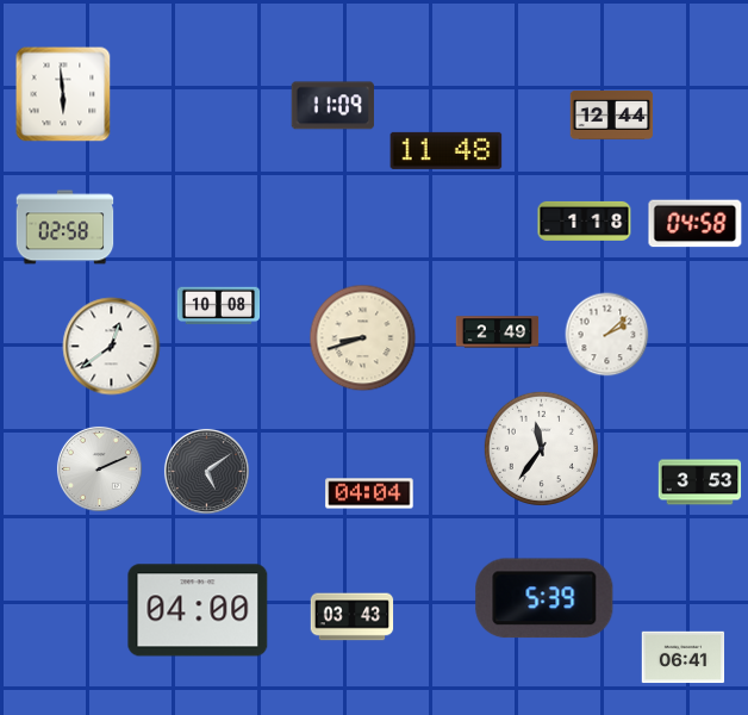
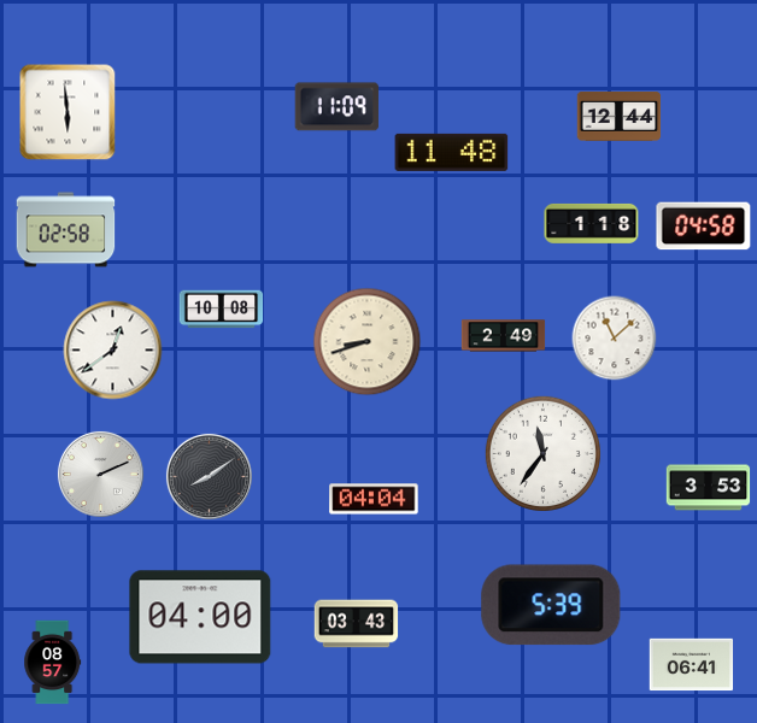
clock at (63, 94) position: (63, 94) -> (68, 112)
clock at (607, 335): 2:08 -> 11:08
clock at (541, 448) position: (541, 448) -> (542, 453)
clock at (206, 471): 5:09 -> 8:09
clock at (53, 663): none -> 08:57
